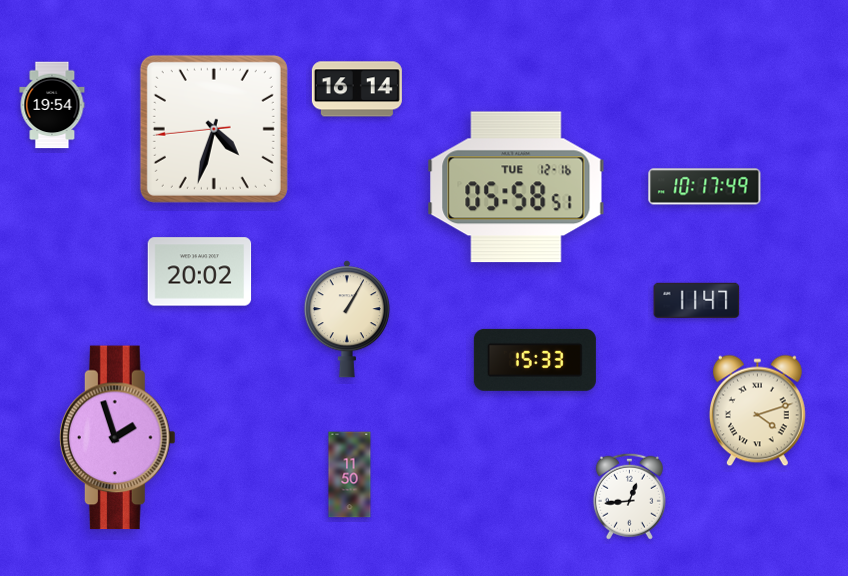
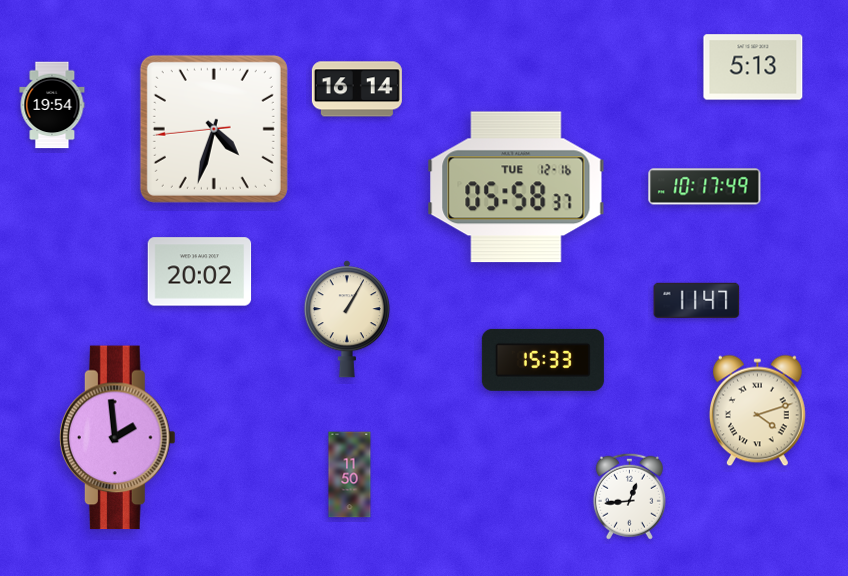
clock at (753, 67): none -> 5:13
clock at (516, 187): 05:58:51 -> 05:58:37
clock at (535, 360) position: (535, 360) -> (543, 360)
clock at (117, 438): 1:57 -> 1:59
